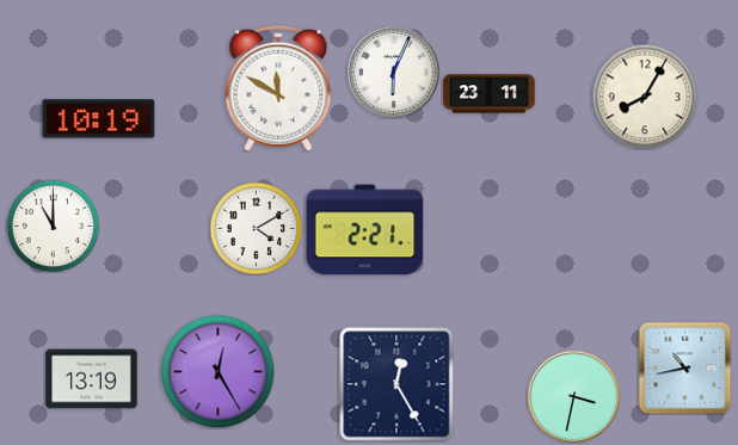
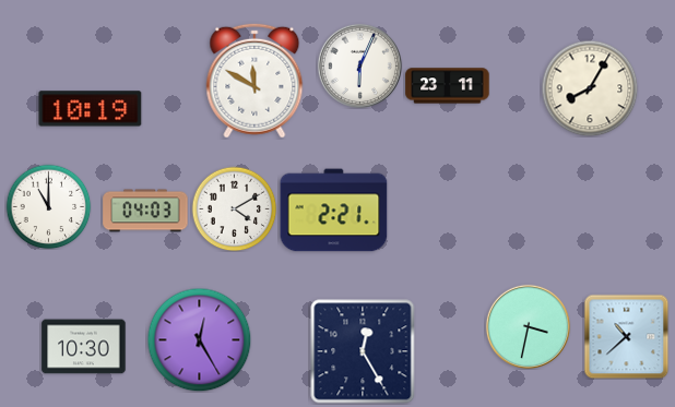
clock at (145, 211): none -> 04:03
clock at (684, 367): 10:43 -> 10:38
clock at (92, 379): 13:19 -> 10:30
clock at (573, 396) position: (573, 396) -> (528, 326)
